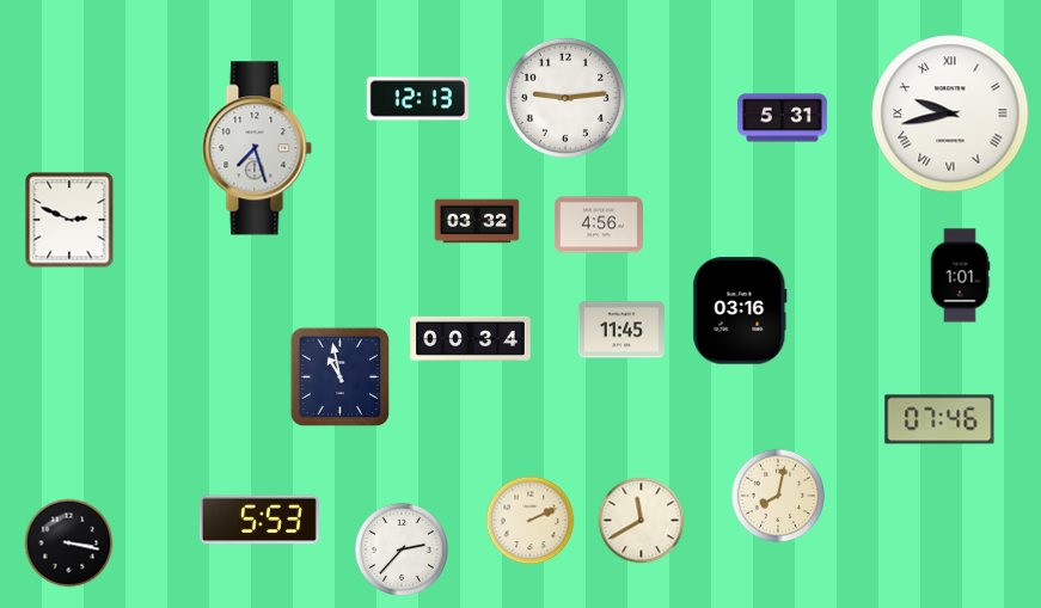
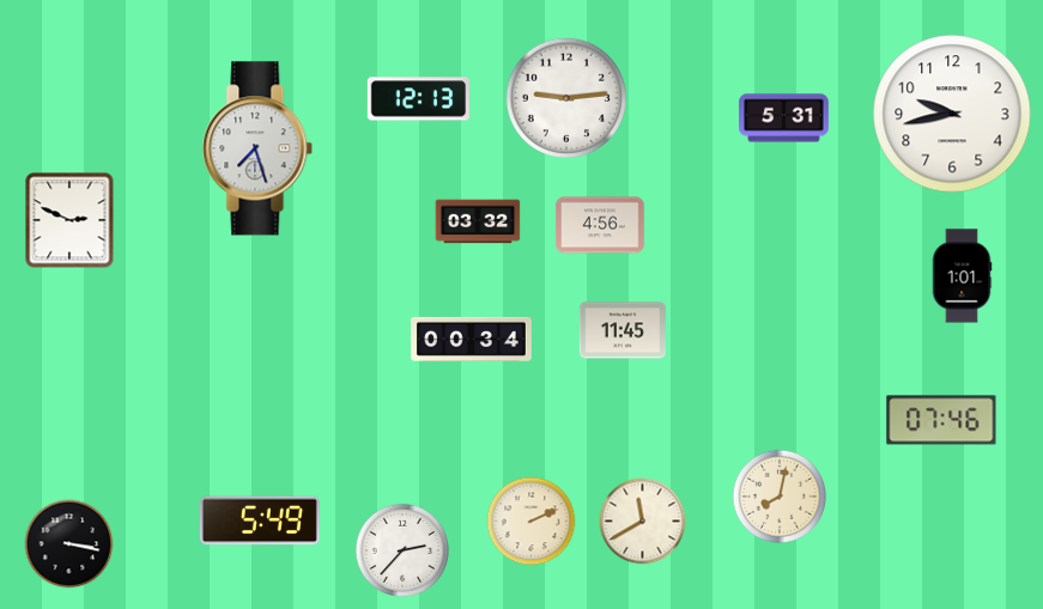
clock at (950, 113) numerals: Roman -> Arabic
clock at (740, 311): 03:16 -> none
clock at (339, 376): 10:58 -> none
clock at (259, 520): 5:53 -> 5:49
